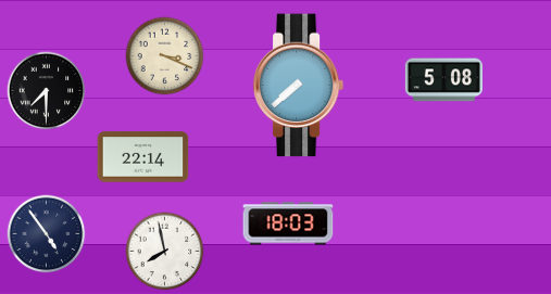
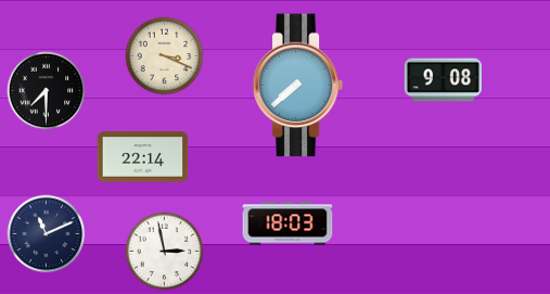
clock at (443, 80): 5:08 -> 9:08
clock at (47, 234): 4:54 -> 11:11
clock at (165, 252): 7:58 -> 2:58
